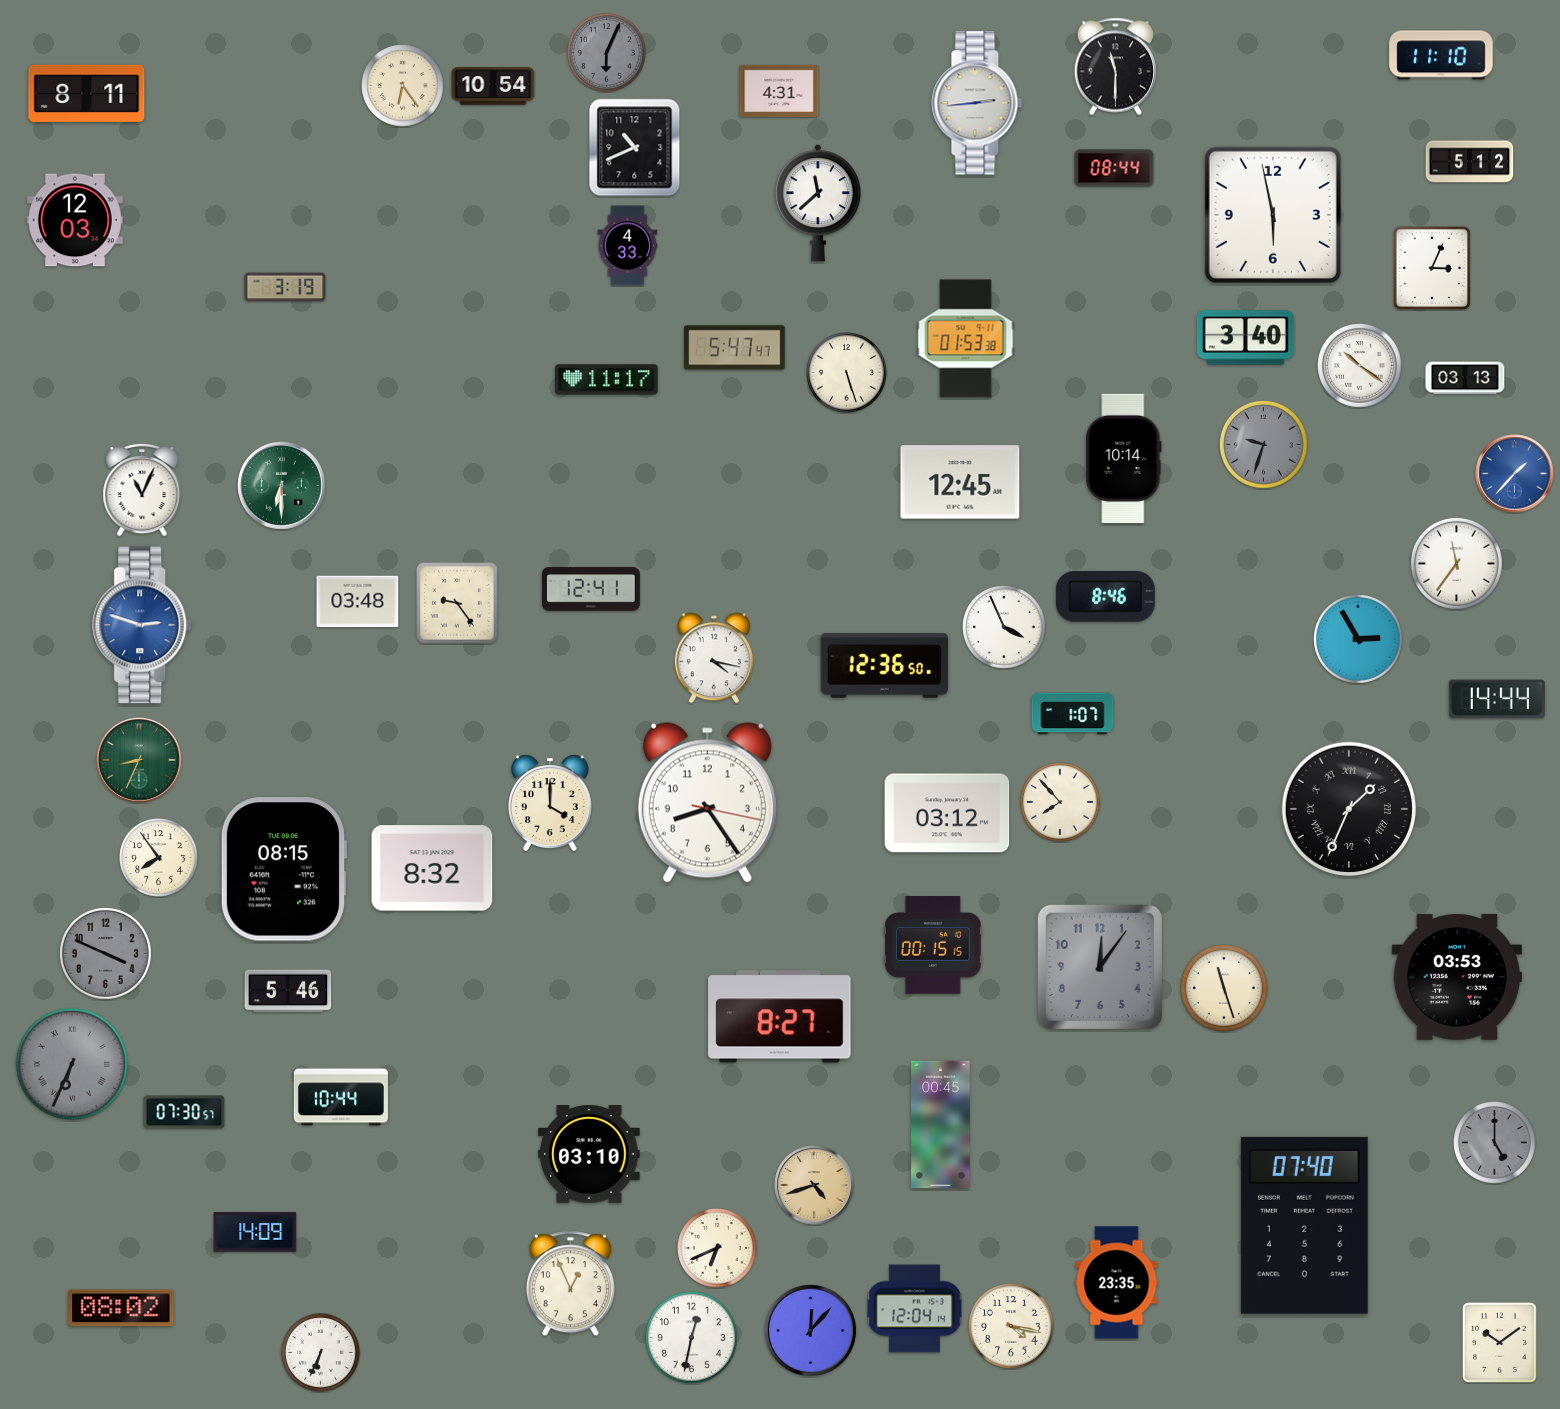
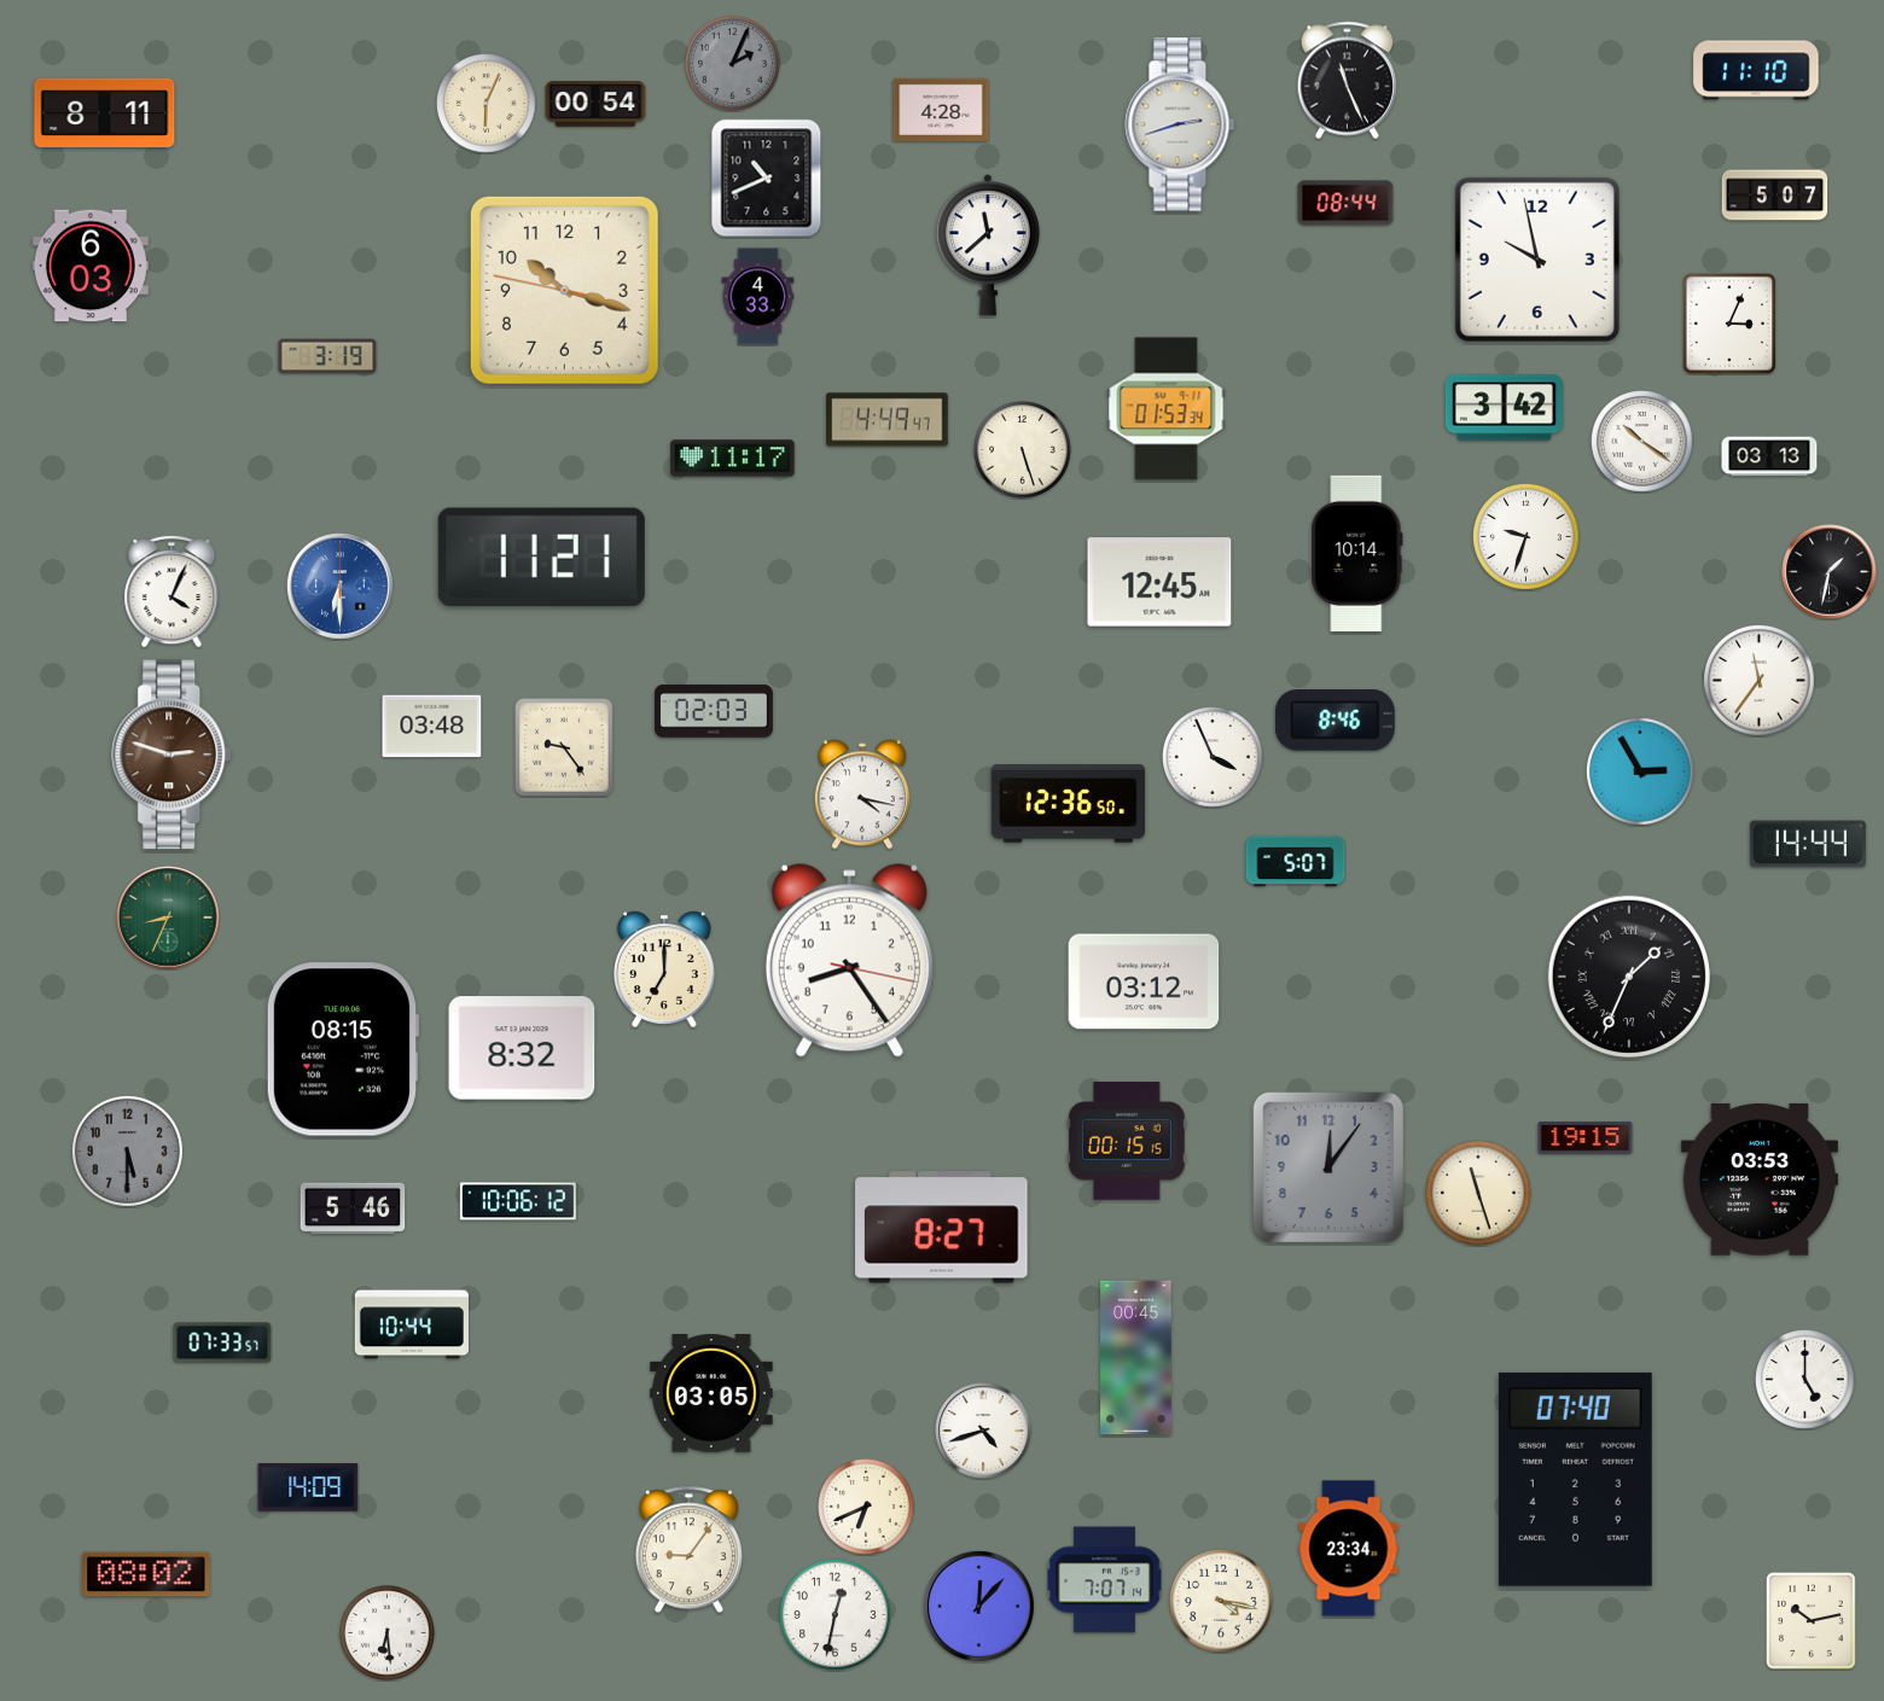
clock at (607, 53): 6:04 -> 2:04
clock at (1441, 55) position: (1441, 55) -> (1756, 70)
clock at (1116, 67): 11:30 -> 11:26
clock at (403, 86): 6:24 -> 6:04
clock at (493, 86): 10:54 -> 00:54
clock at (779, 91): 4:31 -> 4:28
clock at (977, 103): 2:44 -> 2:42
clock at (1470, 162): 5:12 -> 5:07
clock at (1273, 215): 5:58 -> 9:58
clock at (75, 220): 12:03 -> 6:03
clock at (564, 290): none -> 10:17
clock at (285, 287) position: (285, 287) -> (327, 356)
clock at (1245, 338): 3:40 -> 3:42
clock at (966, 339): 01:53:38 -> 01:53:34
clock at (735, 348): 5:47 -> 4:49
clock at (1263, 444) dial: grey -> white
clock at (541, 557): none -> 11:21
clock at (1515, 474): 1:37 -> 1:32
clock at (1515, 474) dial: blue -> black
clock at (282, 486) dial: green -> blue
clock at (142, 490): 11:04 -> 4:04
clock at (591, 589): 12:41 -> 02:03
clock at (457, 603) position: (457, 603) -> (564, 747)
clock at (143, 625) dial: blue -> brown
clock at (1073, 714): 1:07 -> 5:07
clock at (1060, 802): 7:53 -> none
clock at (551, 803): 4:00 -> 7:00
clock at (707, 803) position: (707, 803) -> (849, 961)
clock at (159, 858): 7:54 -> none
clock at (1586, 1138): none -> 19:15
clock at (105, 953): 3:49 -> 5:30
clock at (288, 991) position: (288, 991) -> (353, 1208)
clock at (518, 1201): none -> 10:06
clock at (72, 1064): 6:34 -> none
clock at (184, 1112): 07:30 -> 07:33
clock at (1495, 1143) dial: grey -> white
clock at (589, 1154): 03:10 -> 03:05
clock at (814, 1185) dial: champagne -> white
clock at (1117, 1283): 23:35 -> 23:34
clock at (570, 1284): 12:56 -> 9:06
clock at (121, 1308) position: (121, 1308) -> (146, 1574)
clock at (914, 1309): 12:04 -> 7:07
clock at (1500, 1343): 10:09 -> 10:13
clock at (321, 1353): 6:34 -> 6:29
